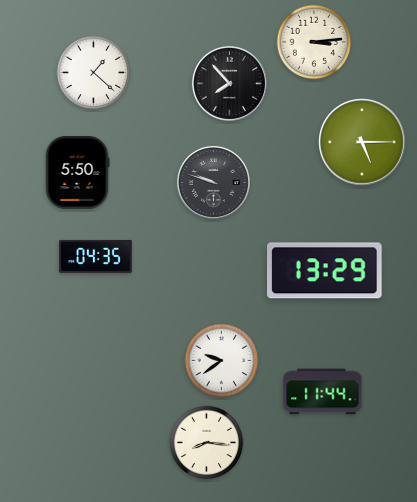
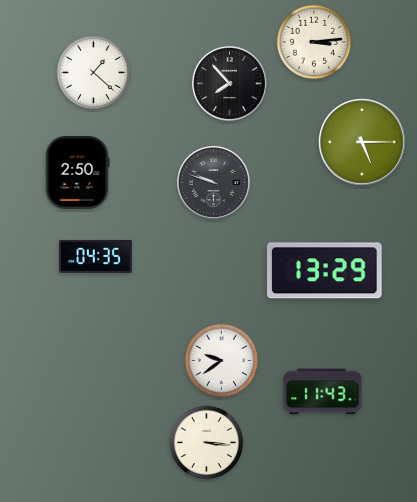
clock at (77, 173): 5:50 -> 2:50
clock at (323, 392): 11:44 -> 11:43
clock at (207, 443): 8:16 -> 3:16
